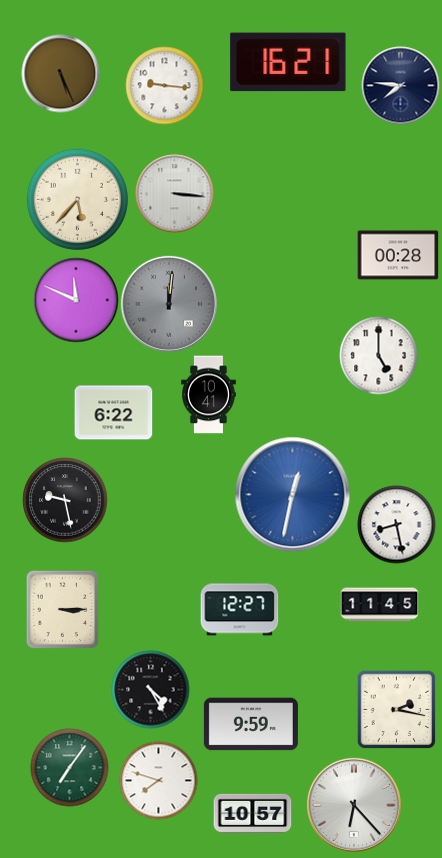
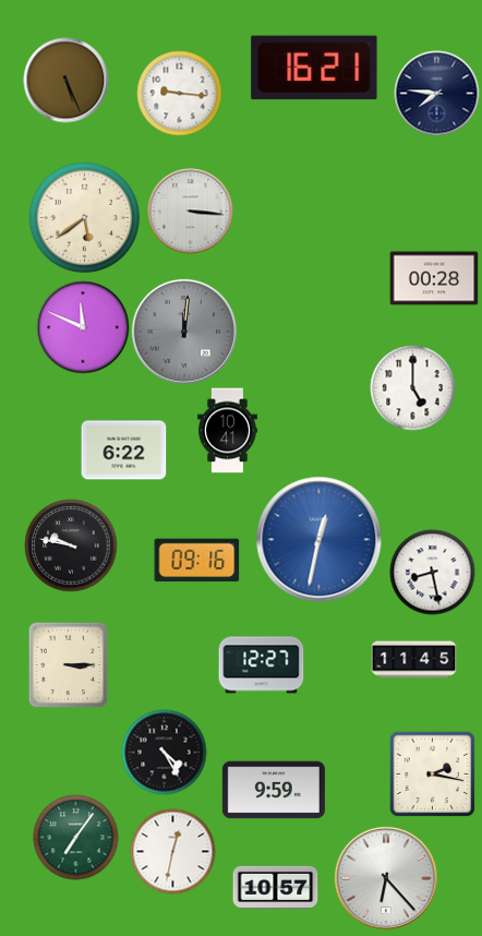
clock at (77, 199): 5:37 -> 5:39
clock at (65, 500): 9:28 -> 9:47
clock at (196, 561): none -> 09:16
clock at (158, 780): 7:48 -> 12:32
